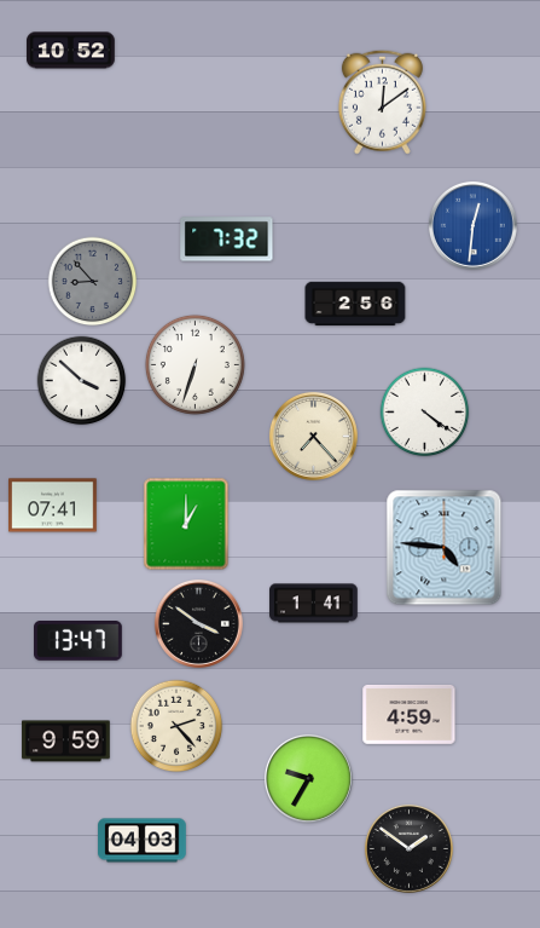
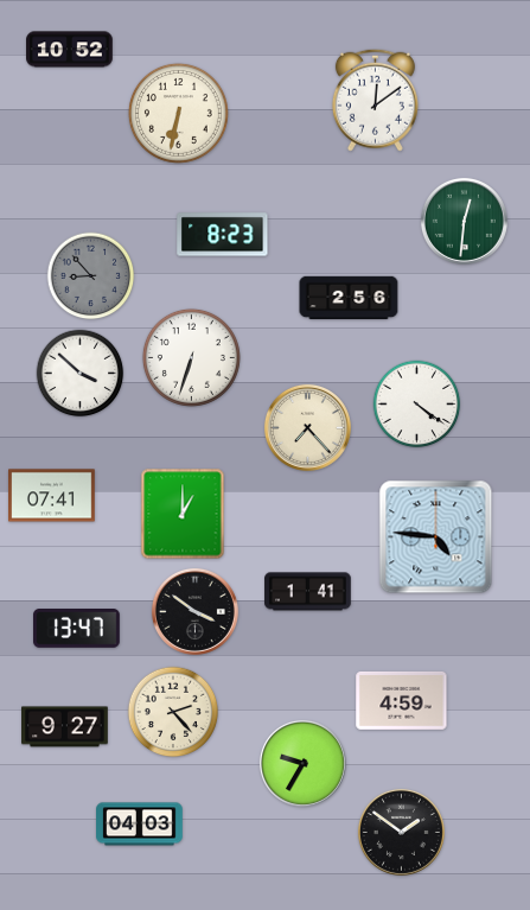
clock at (178, 113): none -> 6:32
clock at (472, 225) dial: blue -> green
clock at (227, 240): 7:32 -> 8:23
clock at (66, 742): 9:59 -> 9:27
